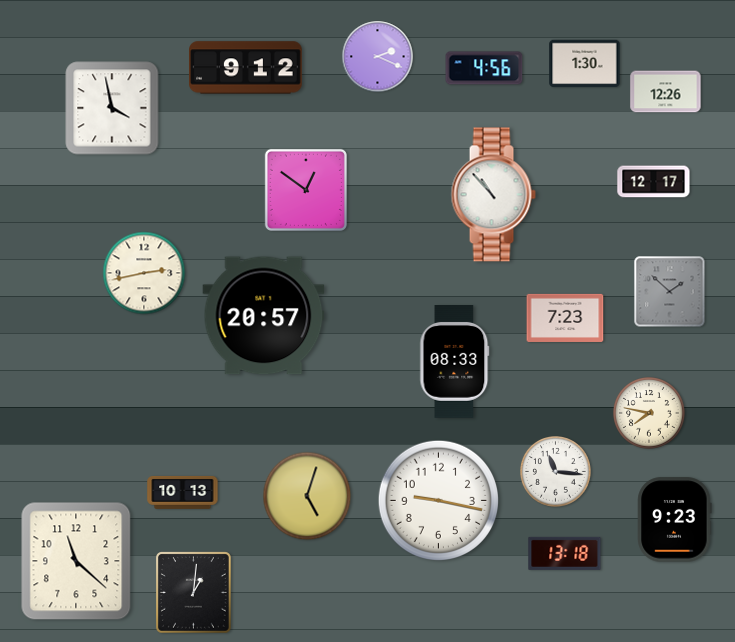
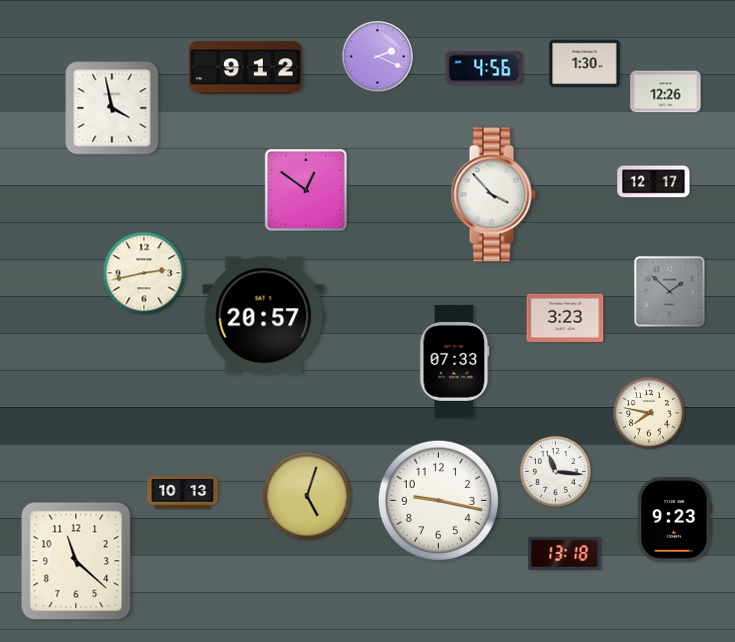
clock at (493, 195): 10:53 -> 3:53
clock at (565, 318): 7:23 -> 3:23
clock at (455, 362): 08:33 -> 07:33
clock at (194, 593): 1:01 -> none
